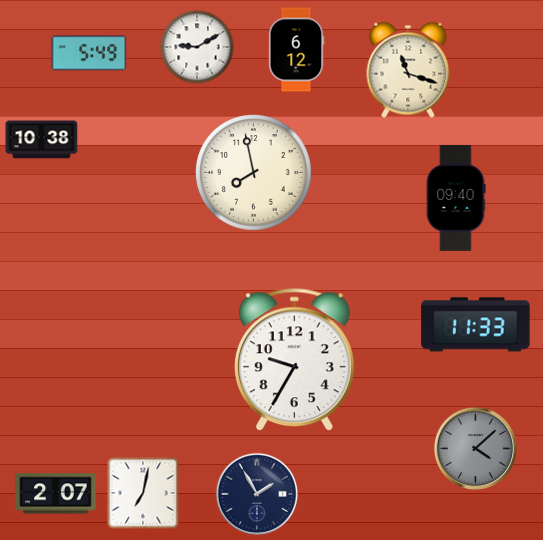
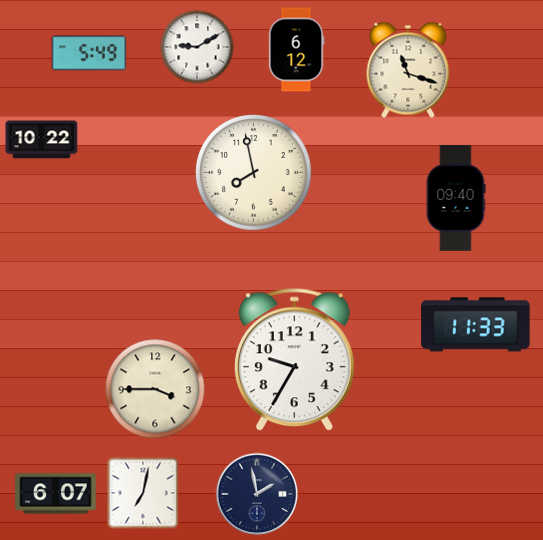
clock at (42, 140): 10:38 -> 10:22
clock at (155, 389): none -> 3:45
clock at (476, 449): 4:08 -> none
clock at (56, 494): 2:07 -> 6:07
clock at (257, 494): 1:55 -> 1:58
